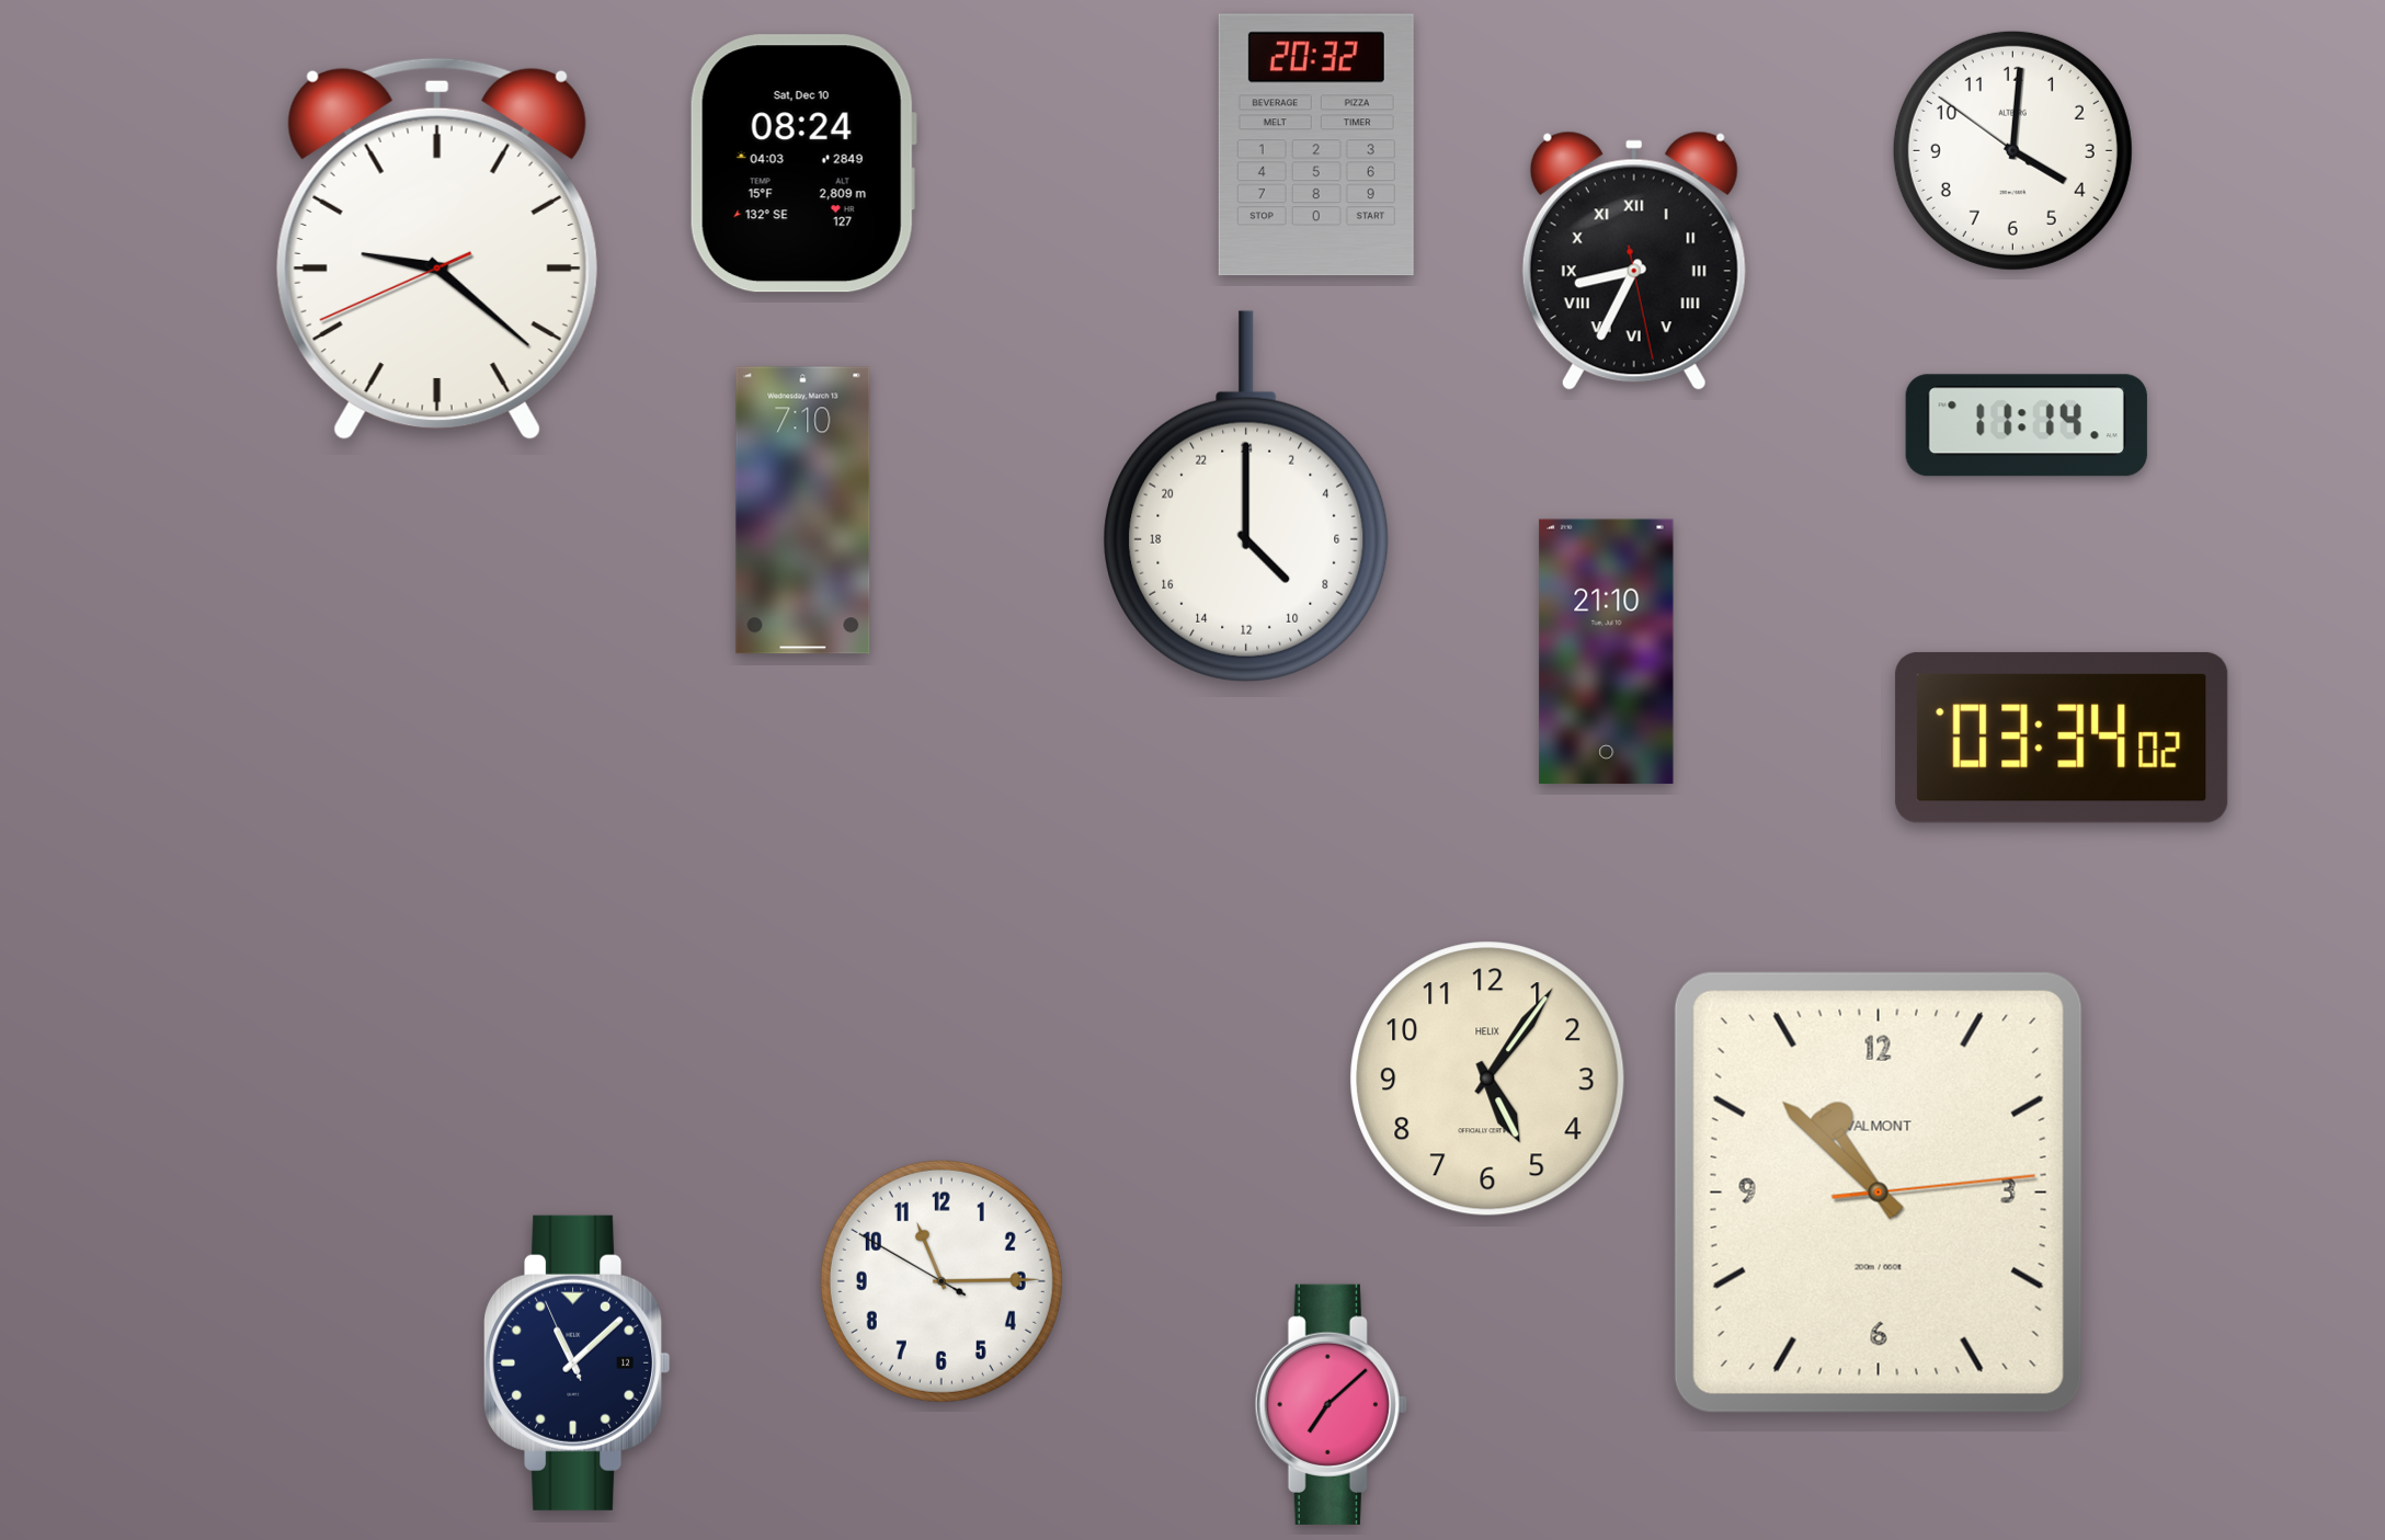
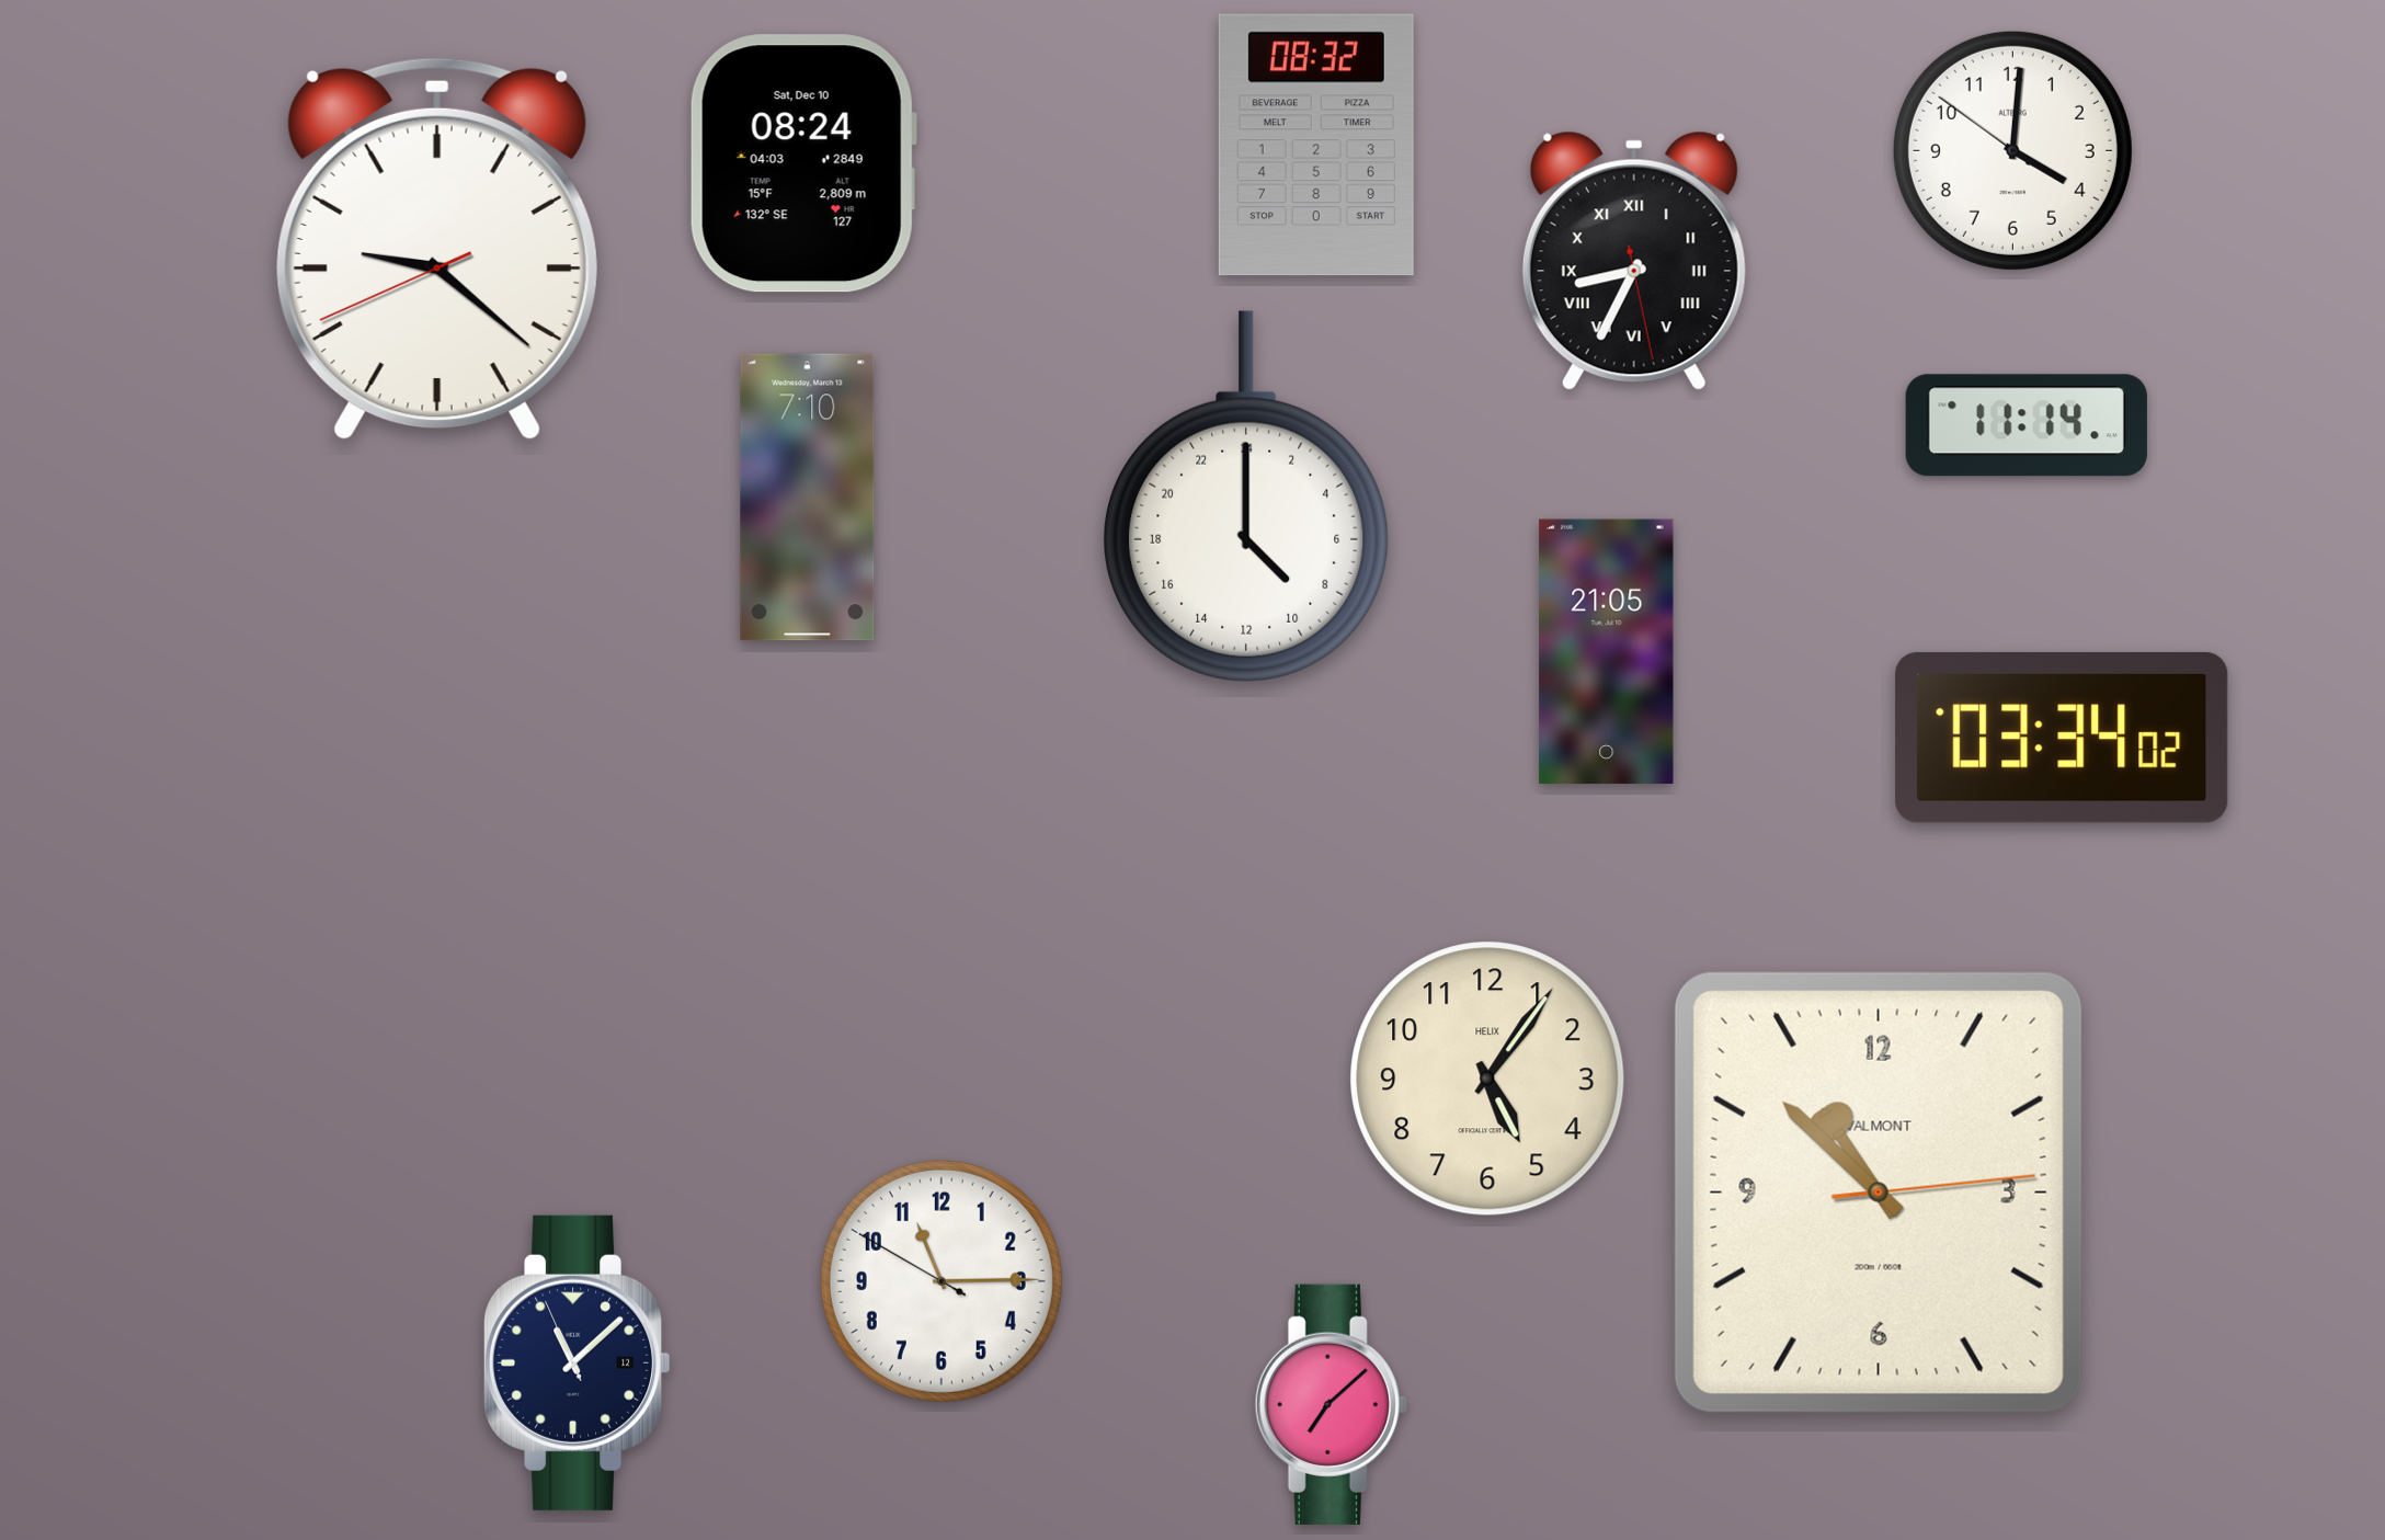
clock at (1316, 145): 20:32 -> 08:32
clock at (803, 511) position: (803, 511) -> (808, 498)
clock at (1607, 652): 21:10 -> 21:05
